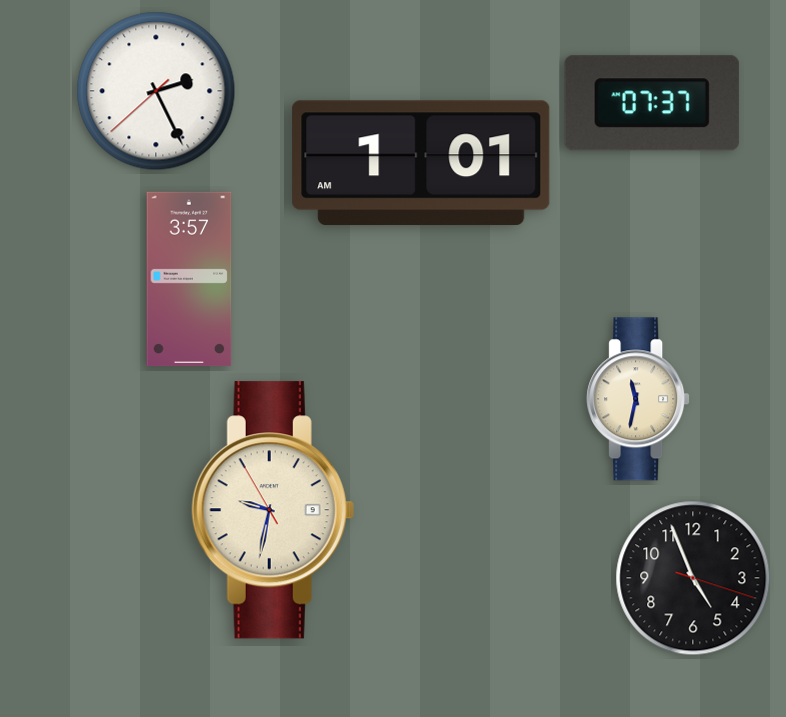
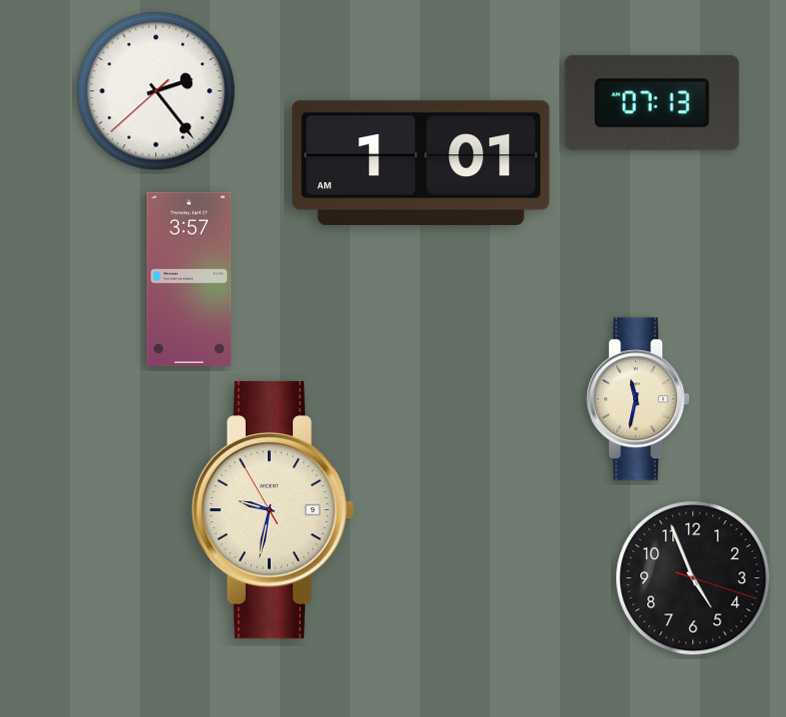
clock at (156, 91): 2:25 -> 2:23
clock at (652, 103): 07:37 -> 07:13
